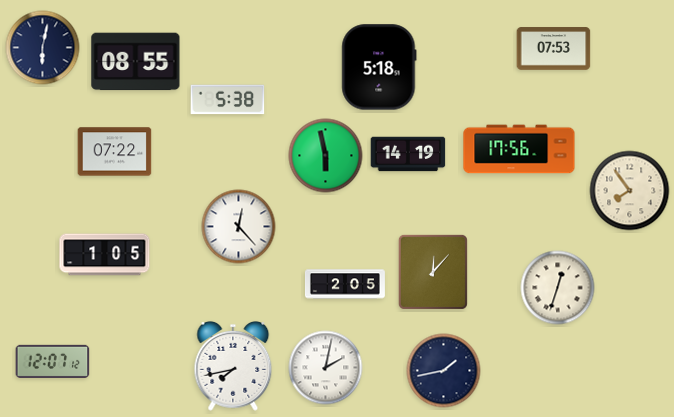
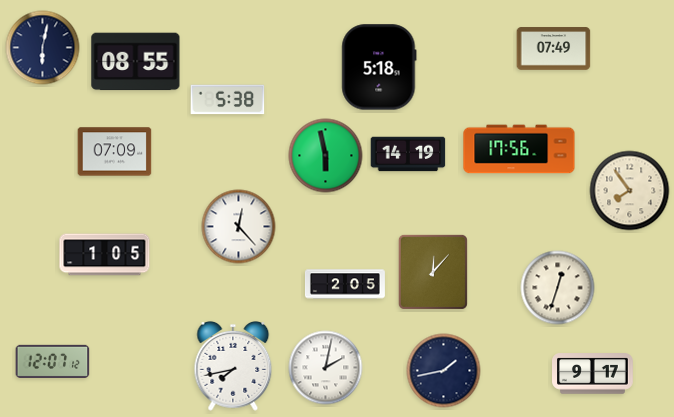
clock at (554, 49): 07:53 -> 07:49
clock at (115, 152): 07:22 -> 07:09
clock at (593, 374): none -> 9:17
